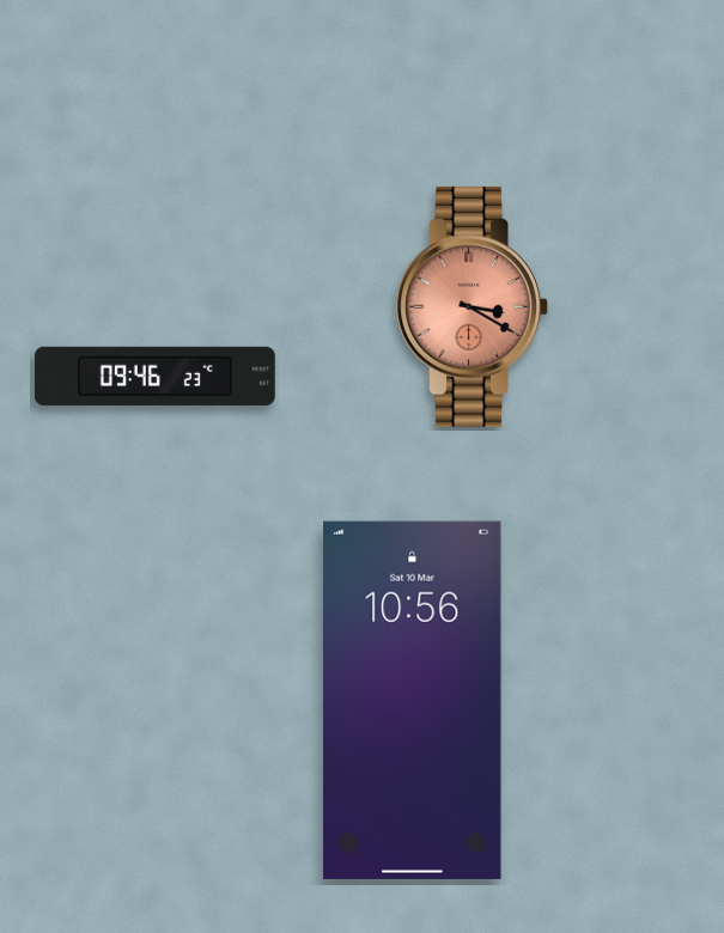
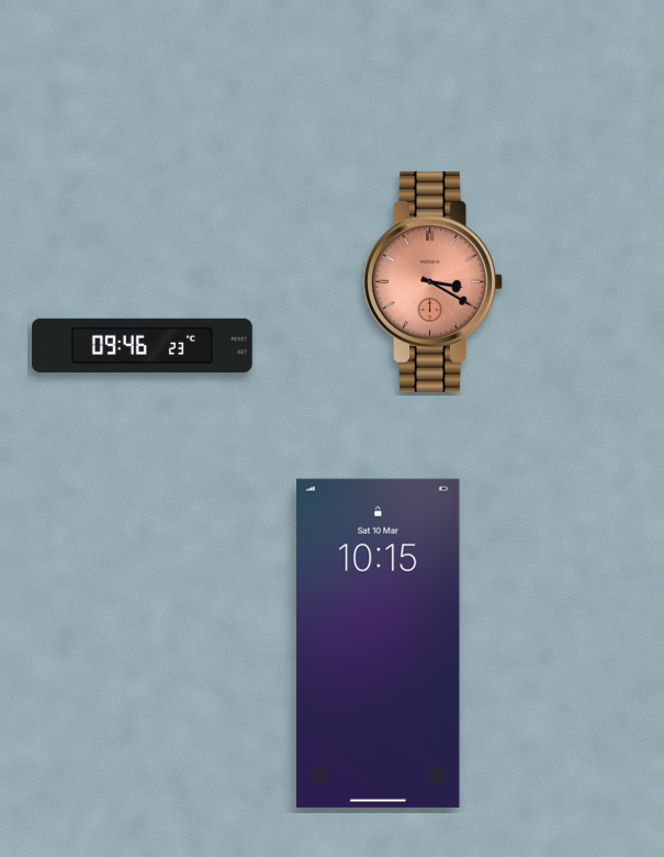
clock at (413, 700): 10:56 -> 10:15
